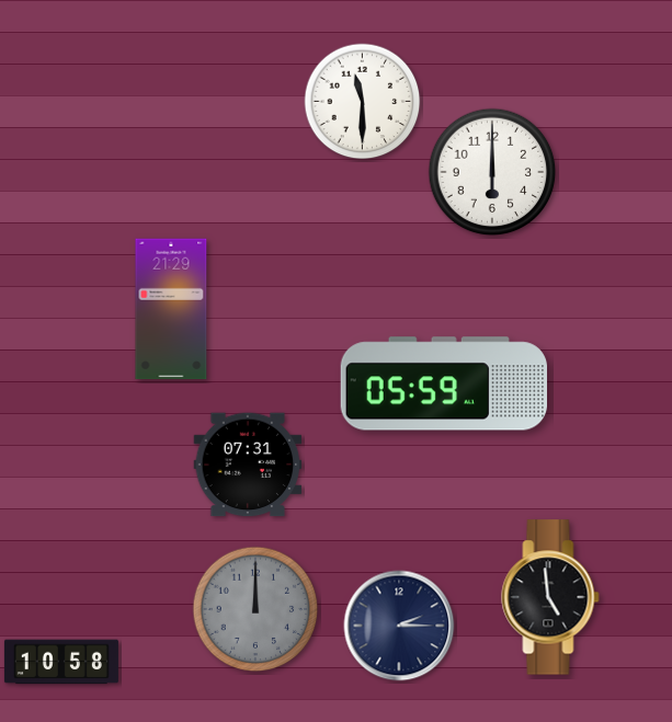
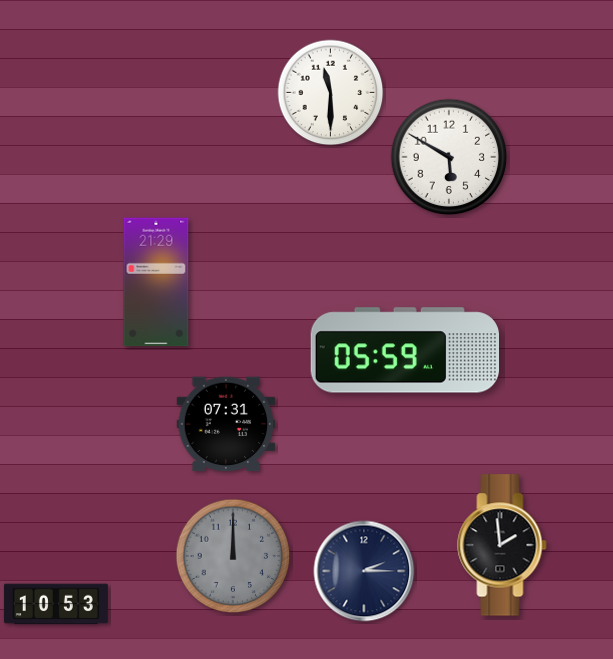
clock at (492, 172): 6:00 -> 5:50
clock at (550, 597): 4:59 -> 1:59
clock at (61, 662): 10:58 -> 10:53
